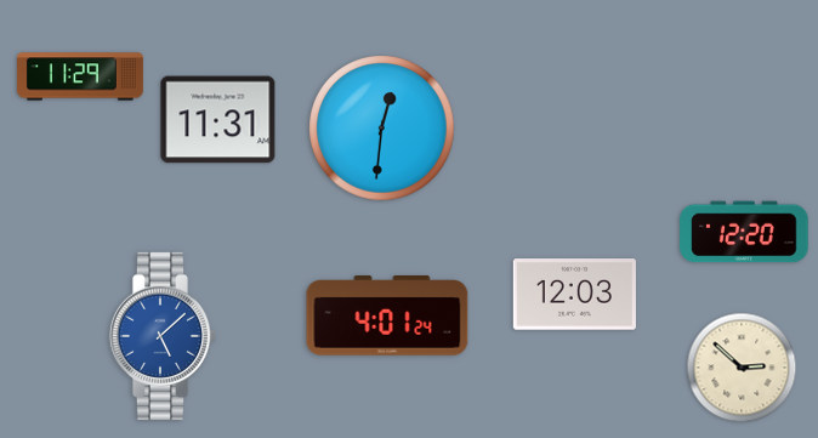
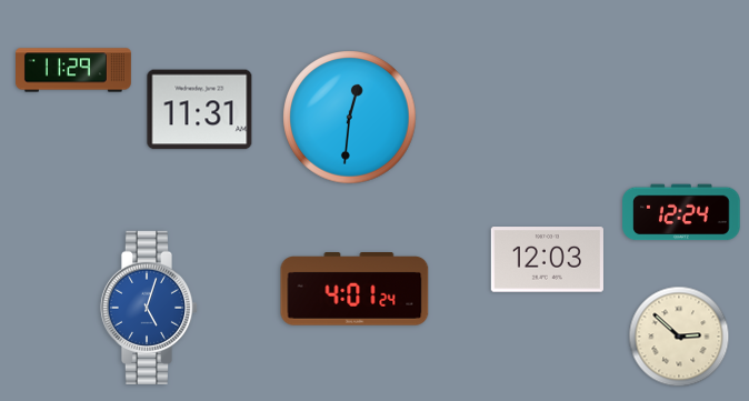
clock at (744, 232): 12:20 -> 12:24
clock at (574, 295) position: (574, 295) -> (547, 260)
clock at (163, 336): 5:08 -> 5:03
